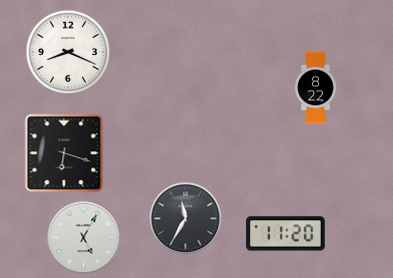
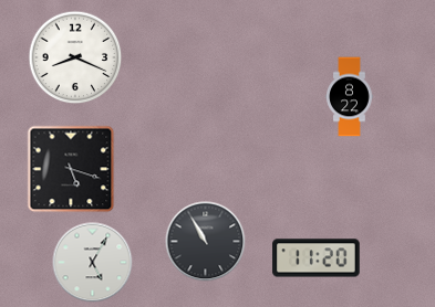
clock at (64, 153): 6:18 -> 5:18
clock at (186, 219): 11:35 -> 10:55
